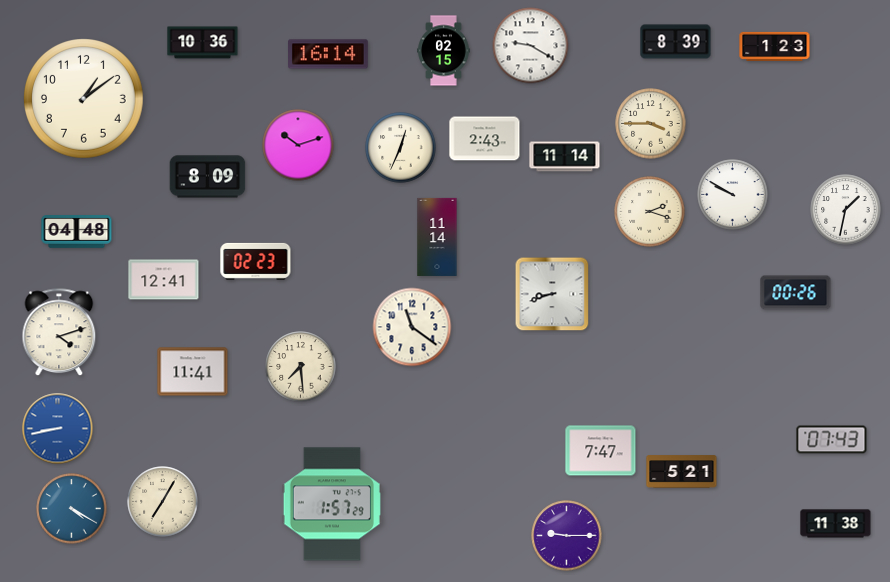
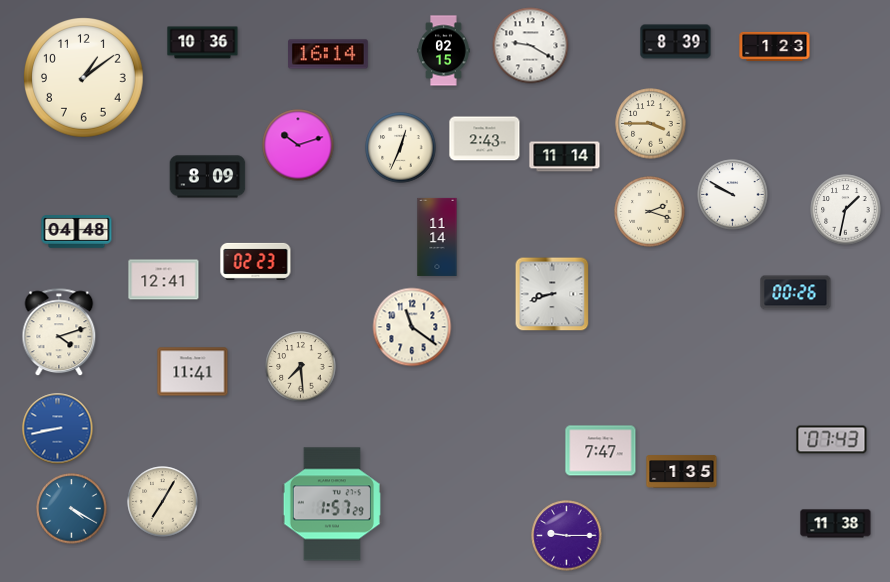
clock at (84, 99) position: (84, 99) -> (84, 78)
clock at (682, 472): 5:21 -> 1:35
